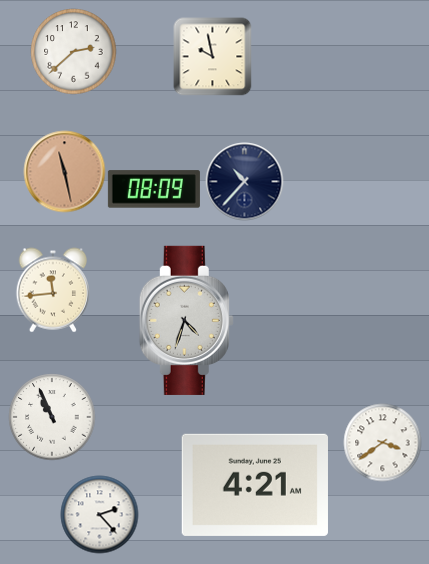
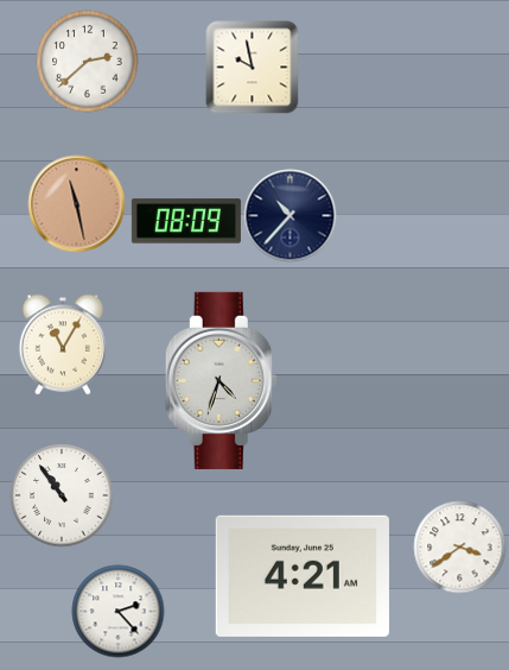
clock at (154, 189) position: (154, 189) -> (186, 221)
clock at (52, 290): 11:44 -> 11:05
clock at (52, 417): 10:56 -> 10:54
clock at (382, 442) position: (382, 442) -> (459, 546)
